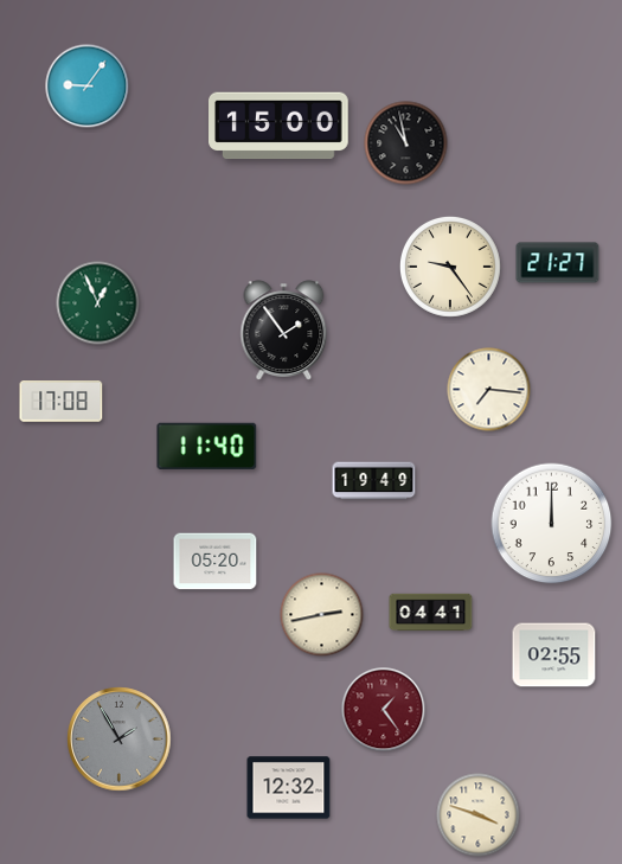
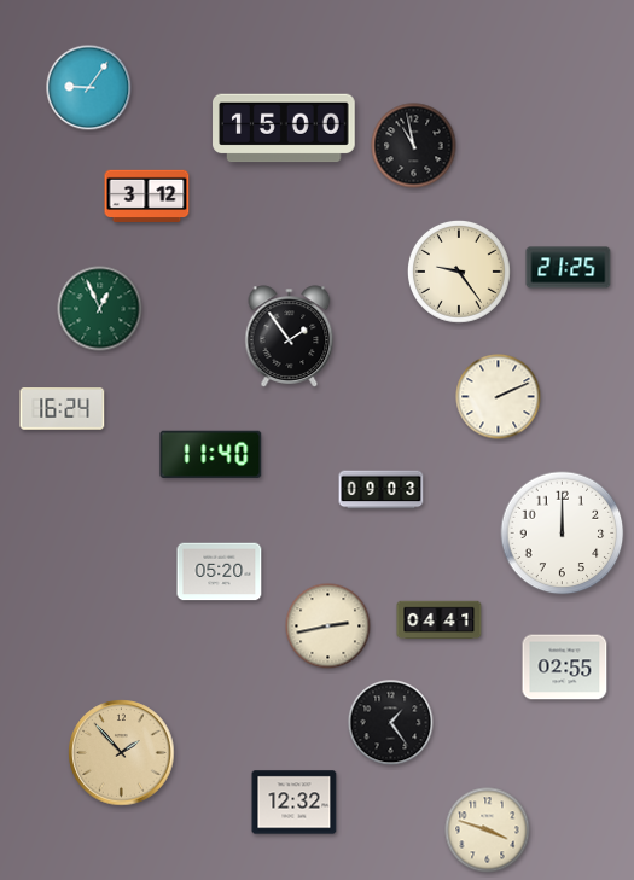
clock at (147, 197): none -> 3:12
clock at (558, 263): 21:27 -> 21:25
clock at (489, 390): 7:16 -> 2:11
clock at (62, 402): 17:08 -> 16:24
clock at (374, 481): 19:49 -> 09:03
clock at (431, 613) position: (431, 613) -> (440, 620)
clock at (384, 710) dial: burgundy -> black
clock at (120, 740): 1:55 -> 1:53
clock at (120, 740) dial: grey -> champagne
